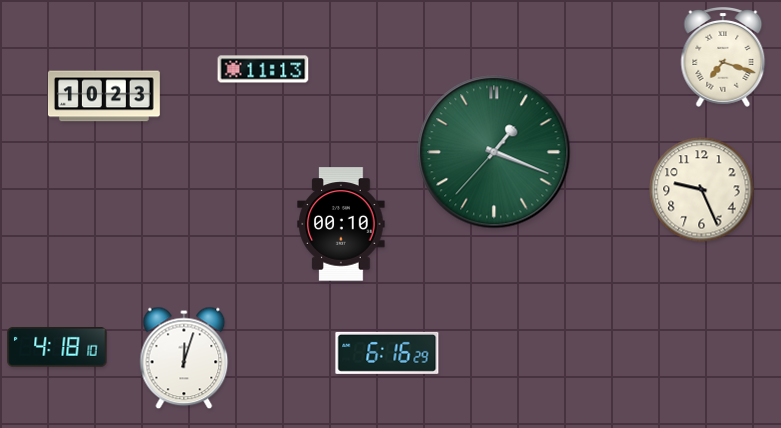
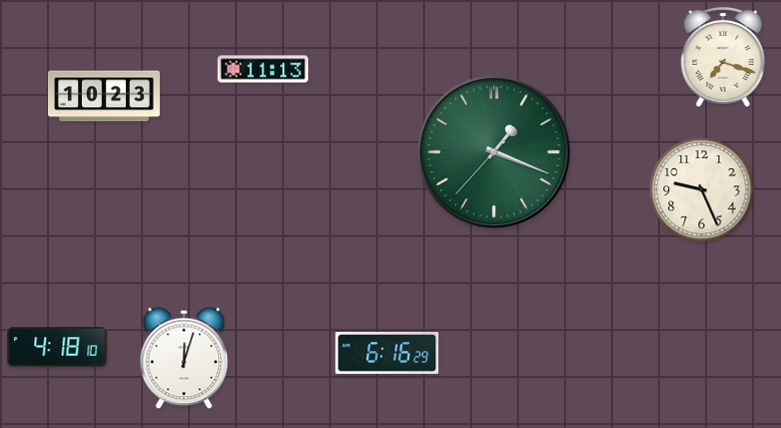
clock at (341, 224): 00:10 -> none
